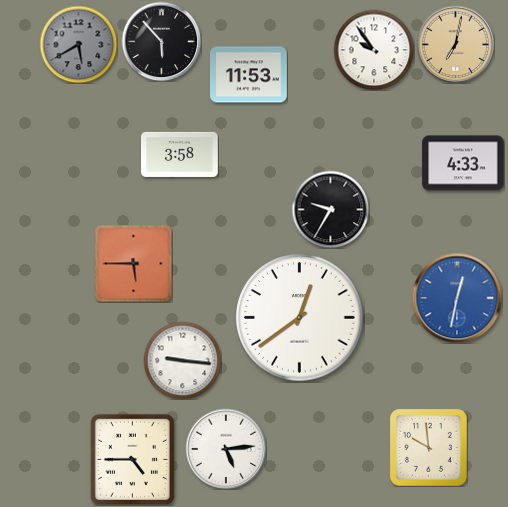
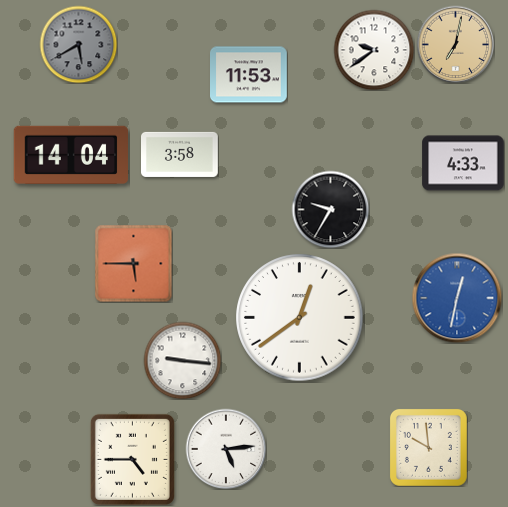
clock at (161, 41): 5:53 -> none
clock at (374, 50): 9:54 -> 9:39
clock at (70, 155): none -> 14:04
